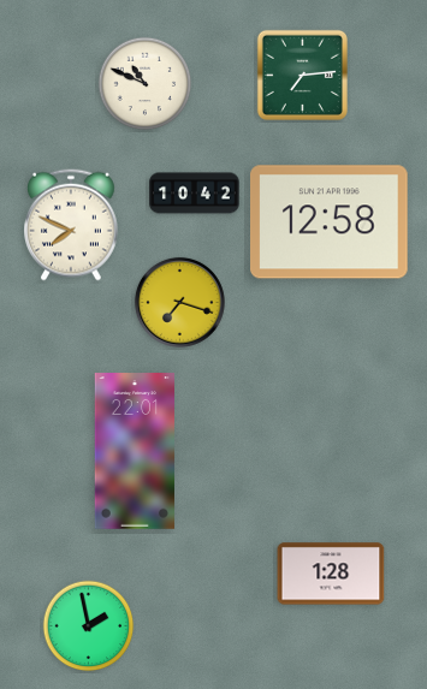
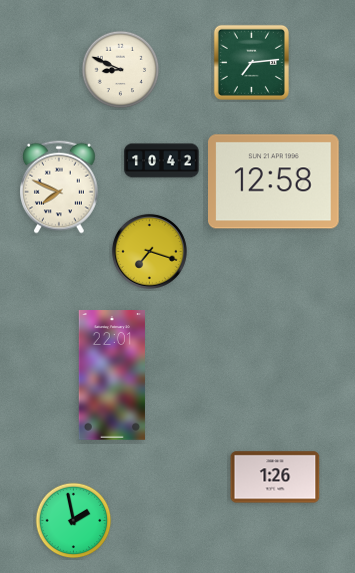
clock at (146, 84): 10:49 -> 8:49
clock at (330, 222) position: (330, 222) -> (274, 182)
clock at (331, 574): 1:28 -> 1:26
